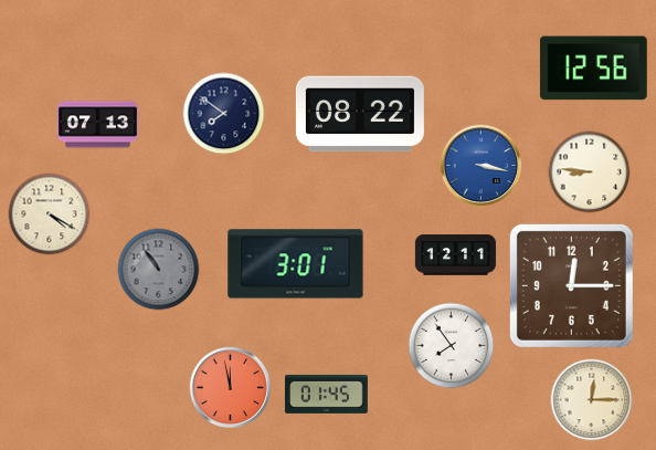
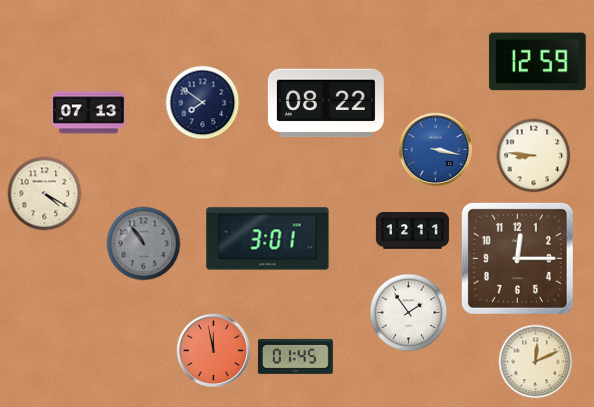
clock at (593, 69): 12:56 -> 12:59
clock at (452, 346): 7:54 -> 1:54
clock at (231, 388) position: (231, 388) -> (214, 351)
clock at (592, 400): 12:15 -> 12:11
